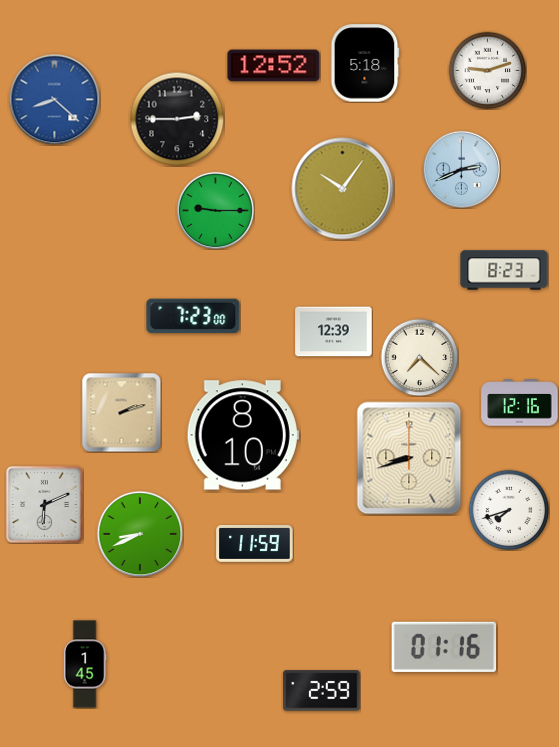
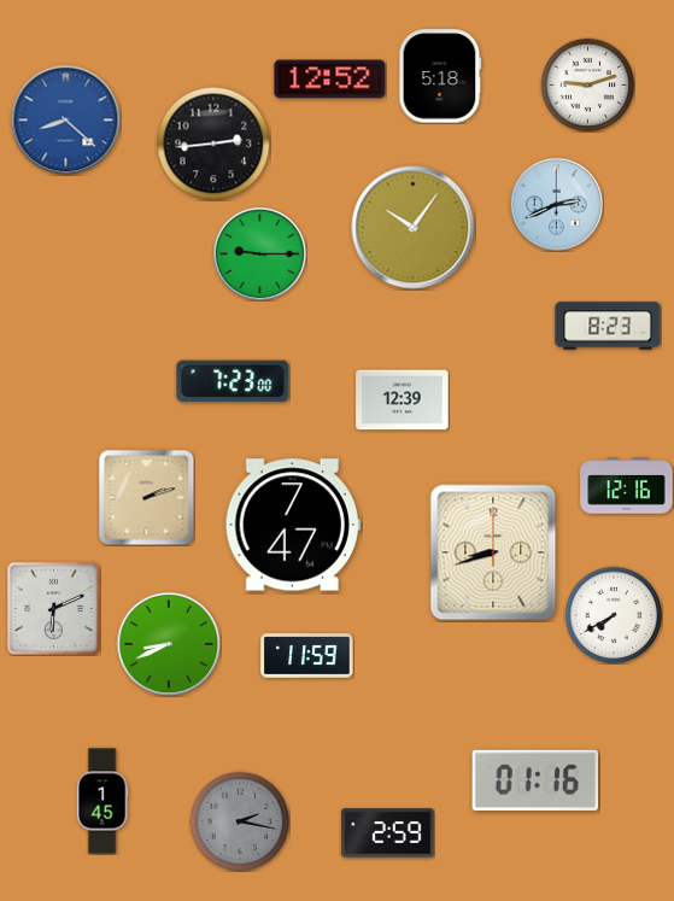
clock at (177, 119): 2:45 -> 2:44
clock at (419, 357): 7:22 -> none
clock at (243, 435): 8:10 -> 7:47
clock at (509, 510): 7:42 -> 7:40
clock at (240, 821): none -> 2:17
